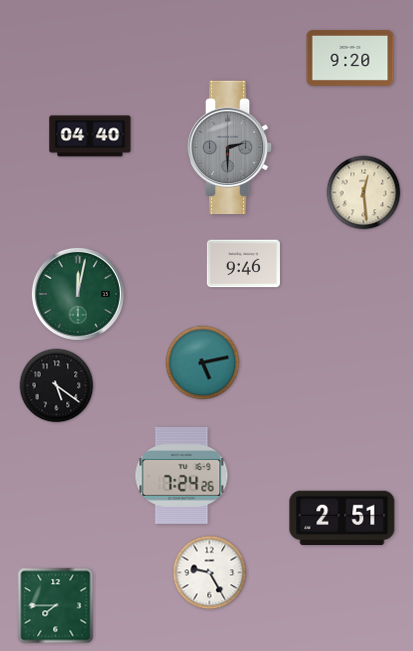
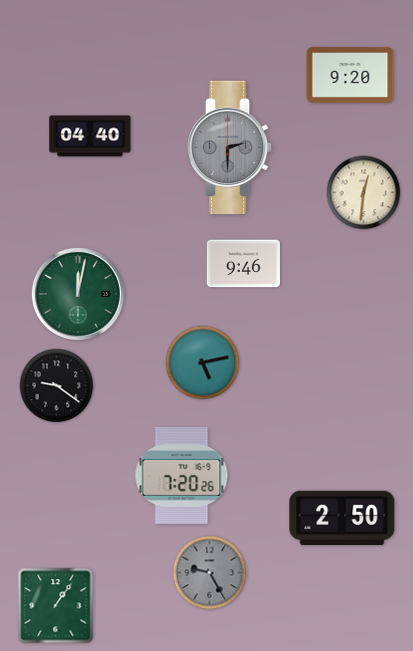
clock at (350, 58) position: (350, 58) -> (350, 75)
clock at (364, 193): 12:29 -> 12:31
clock at (57, 386): 5:21 -> 9:21
clock at (182, 475): 7:24 -> 7:20
clock at (342, 518): 2:51 -> 2:50
clock at (210, 573) dial: white -> grey
clock at (56, 606): 7:45 -> 1:06
